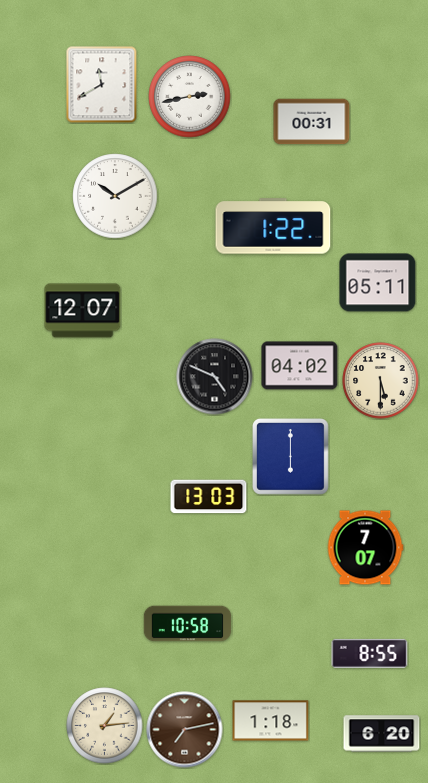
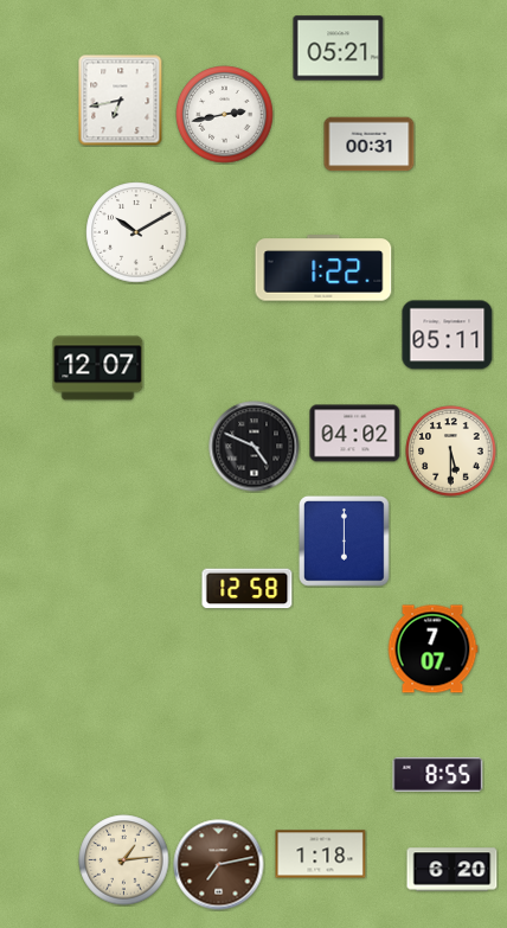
clock at (339, 49): none -> 05:21
clock at (102, 85): 11:40 -> 6:43
clock at (209, 497): 13:03 -> 12:58
clock at (188, 624): 10:58 -> none
